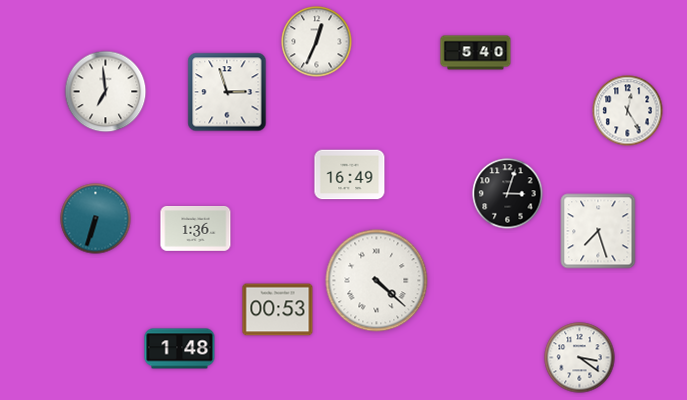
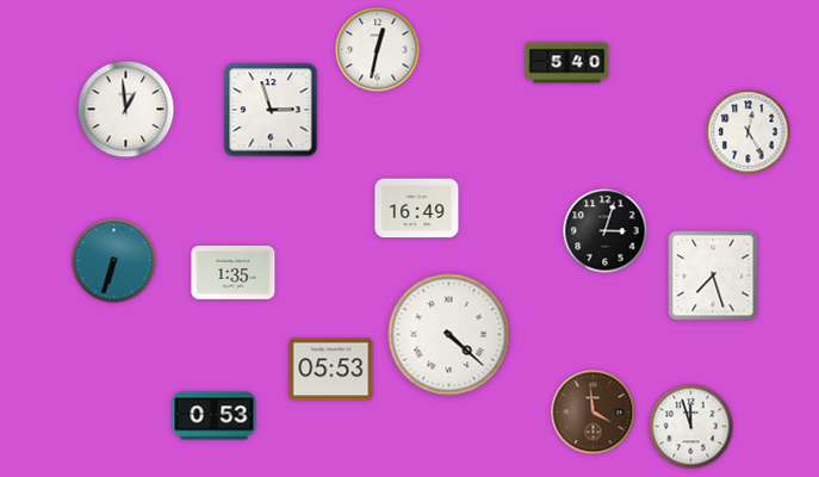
clock at (317, 42): 12:34 -> 12:32
clock at (106, 92): 6:59 -> 12:59
clock at (196, 228): 1:36 -> 1:35
clock at (278, 310): 00:53 -> 05:53
clock at (594, 413): none -> 3:59
clock at (180, 349): 1:48 -> 0:53
clock at (580, 358): 3:21 -> 11:57
